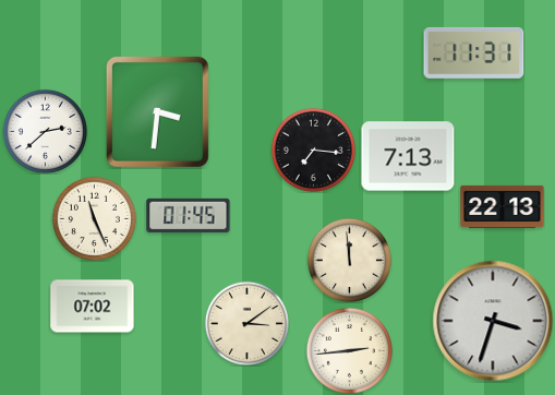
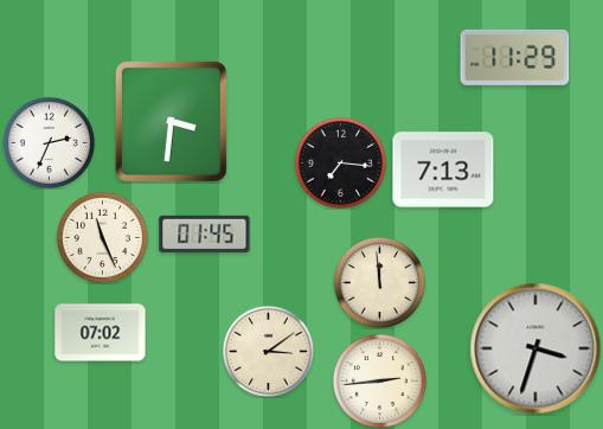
clock at (474, 52): 11:31 -> 11:29
clock at (45, 131): 2:38 -> 2:34
clock at (503, 206): 22:13 -> none
